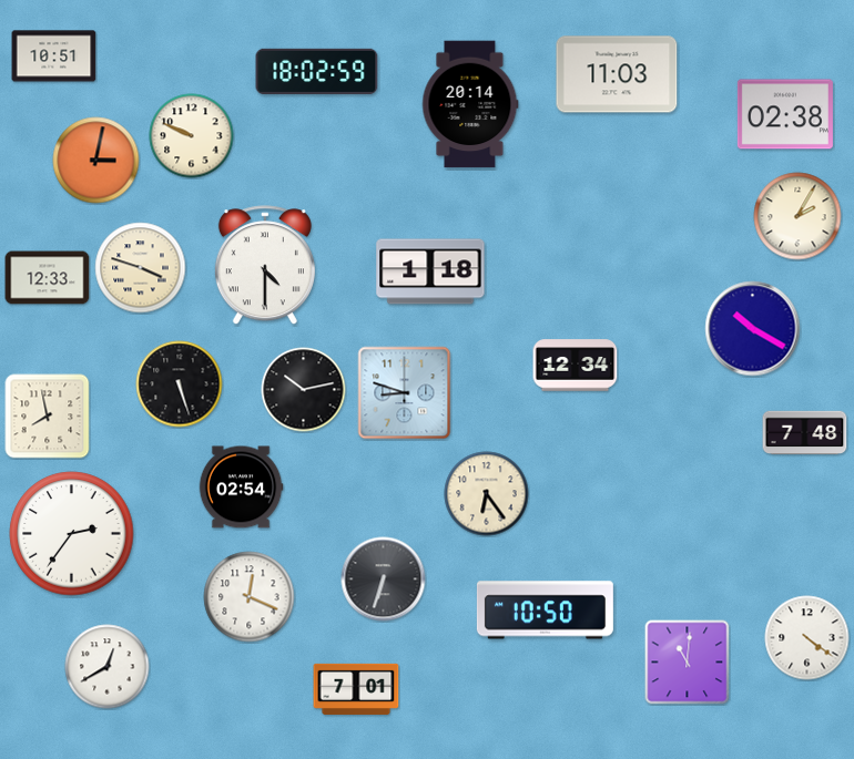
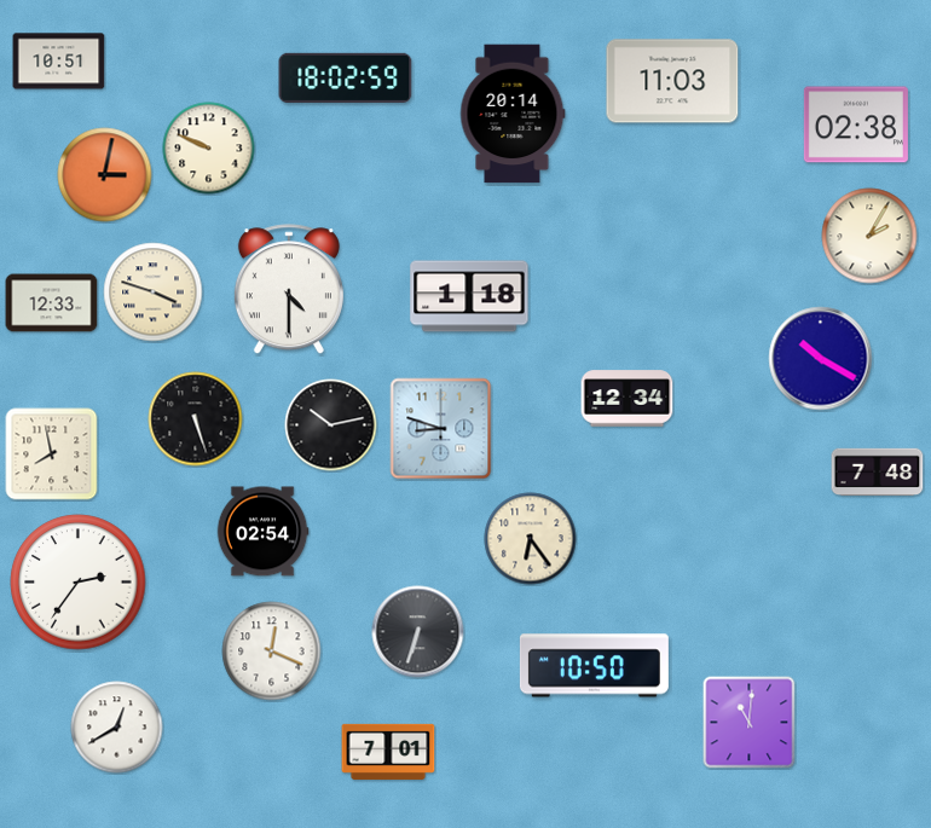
clock at (807, 638): 4:21 -> none
